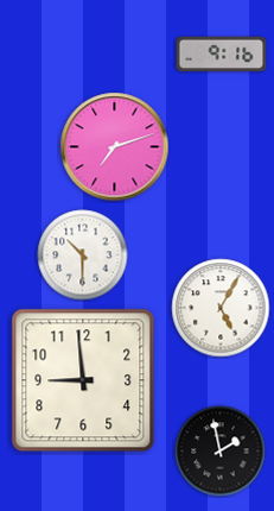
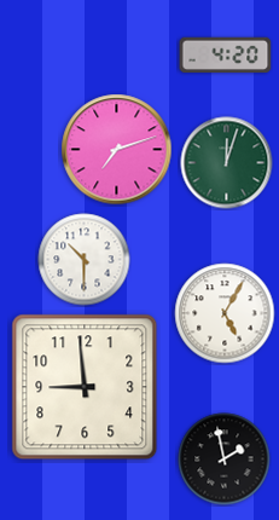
clock at (222, 55): 9:16 -> 4:20
clock at (227, 163): none -> 12:03
